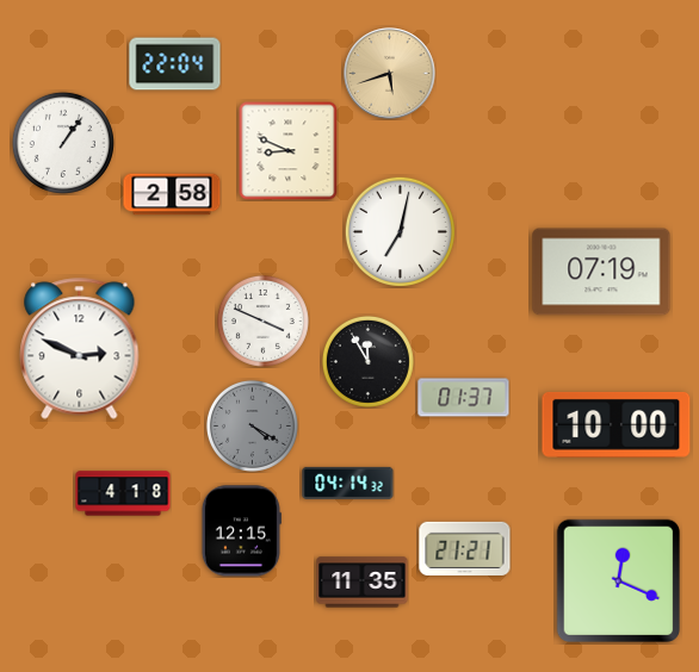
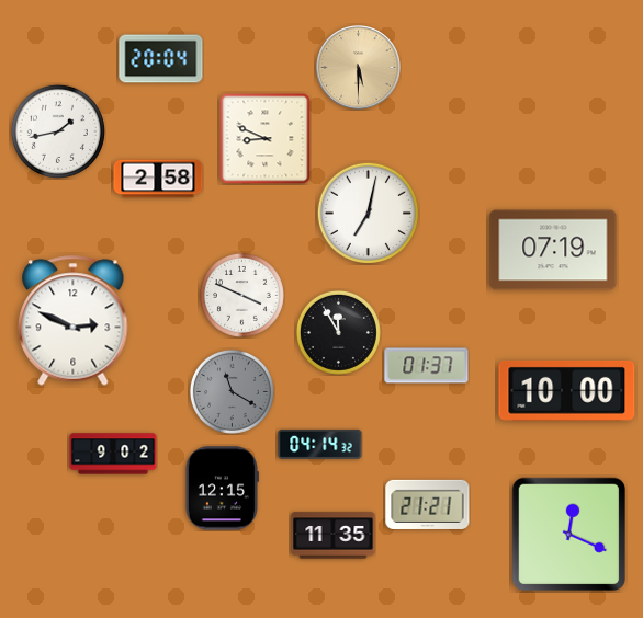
clock at (175, 64): 22:04 -> 20:04
clock at (390, 74): 5:42 -> 5:30
clock at (63, 143): 1:06 -> 1:43
clock at (252, 425): 4:20 -> 11:20
clock at (123, 493): 4:18 -> 9:02
